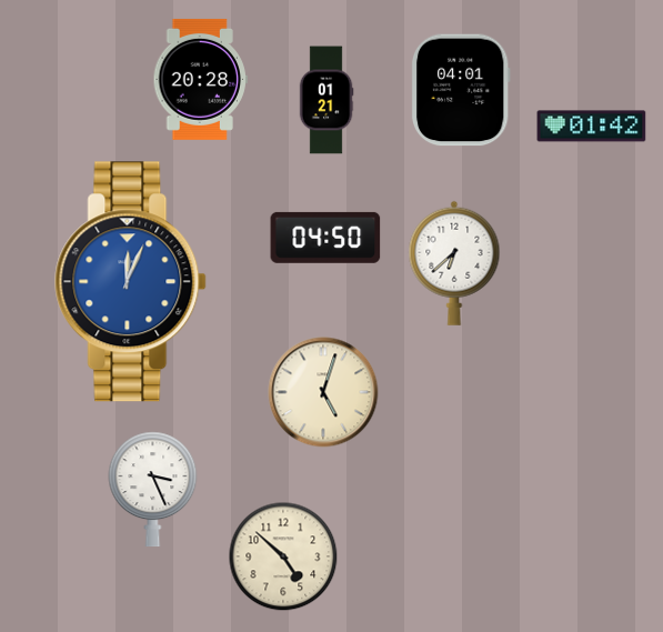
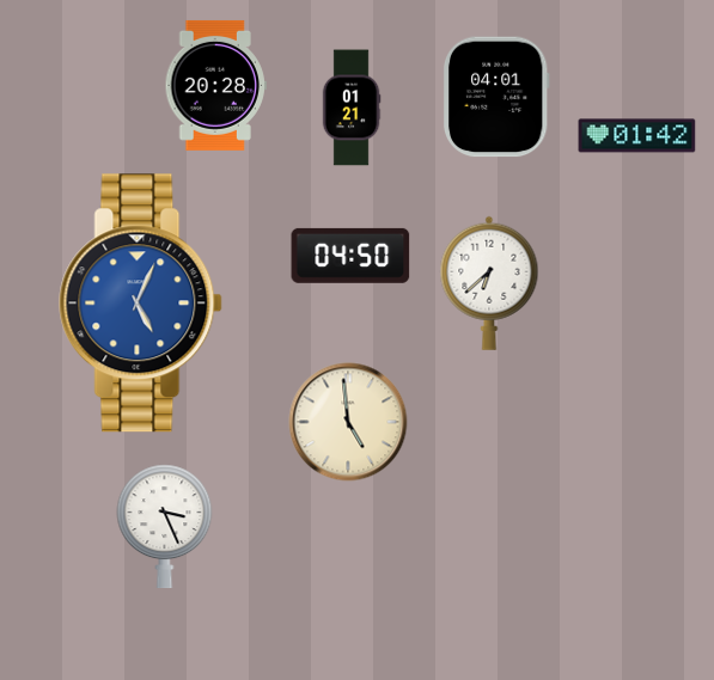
clock at (131, 282): 12:04 -> 5:04
clock at (323, 392): 5:03 -> 4:59
clock at (283, 556): 4:52 -> none
